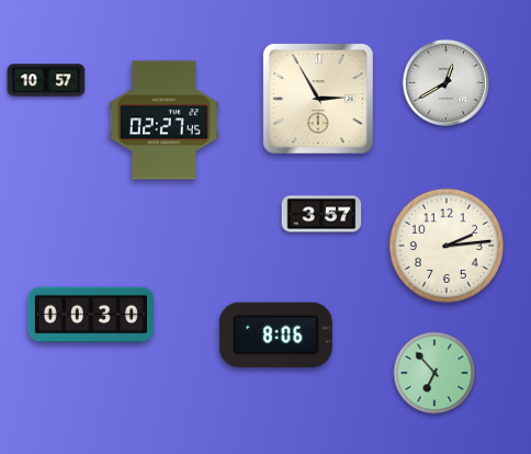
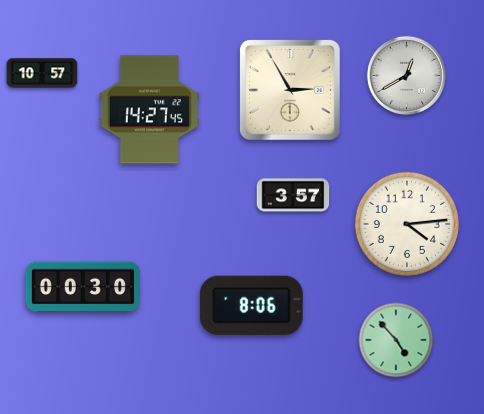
clock at (163, 121): 02:27 -> 14:27
clock at (447, 246): 2:14 -> 4:14
clock at (434, 373): 6:53 -> 4:53
